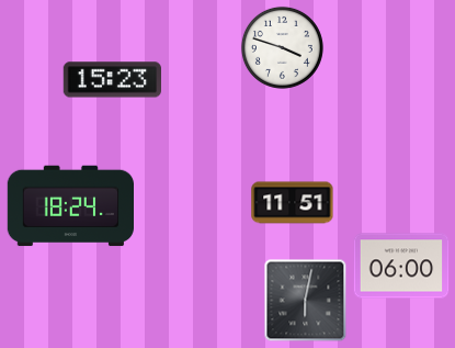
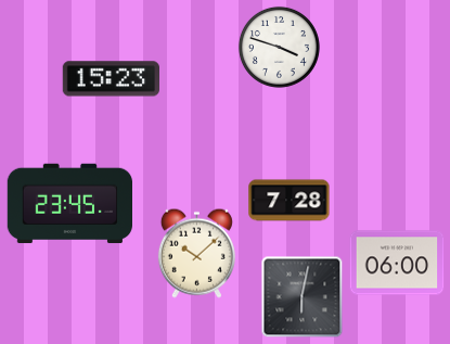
clock at (293, 203): 11:51 -> 7:28
clock at (70, 206): 18:24 -> 23:45
clock at (196, 253): none -> 10:08
